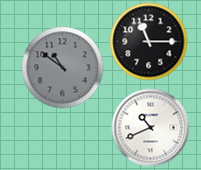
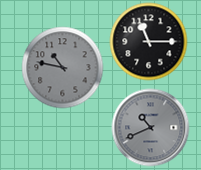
clock at (62, 67): 10:51 -> 10:47
clock at (150, 127) dial: white -> grey
